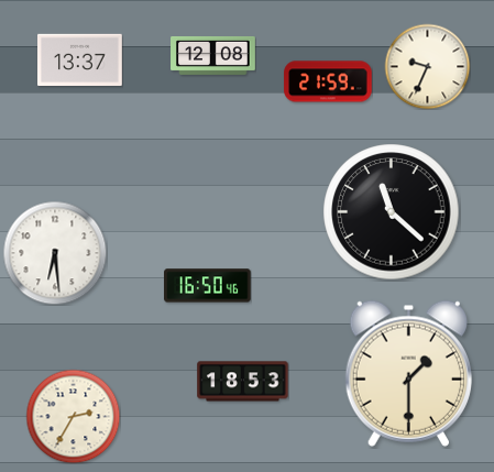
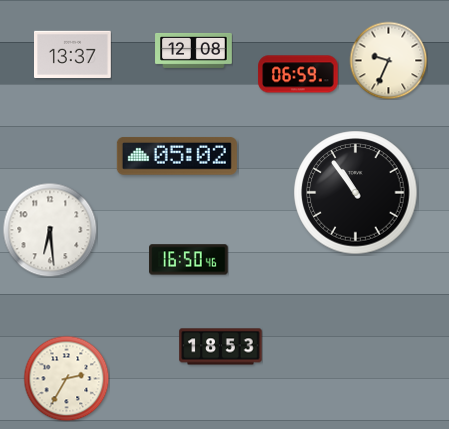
clock at (328, 81): 21:59 -> 06:59
clock at (177, 156): none -> 05:02
clock at (392, 212): 11:22 -> 10:54
clock at (408, 373): 1:30 -> none
